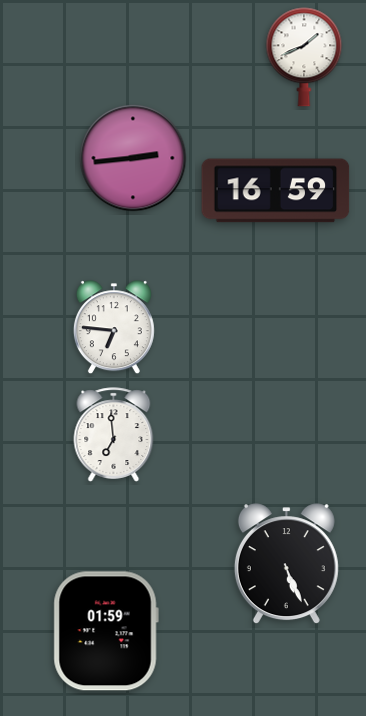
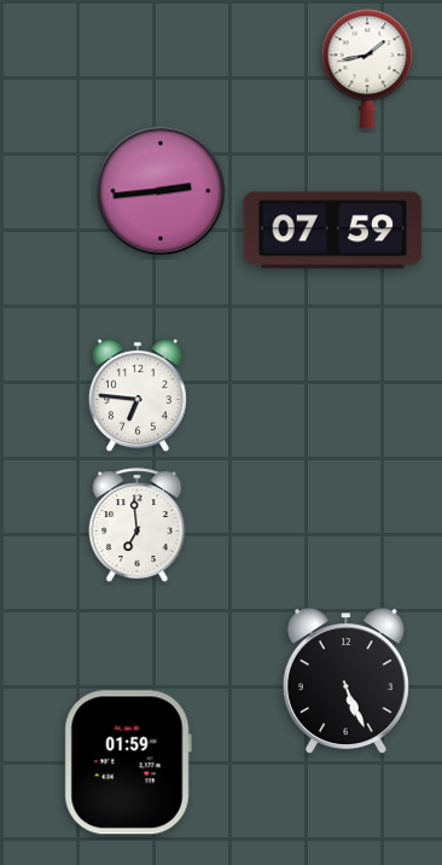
clock at (304, 57): 1:41 -> 1:43
clock at (276, 191): 16:59 -> 07:59
